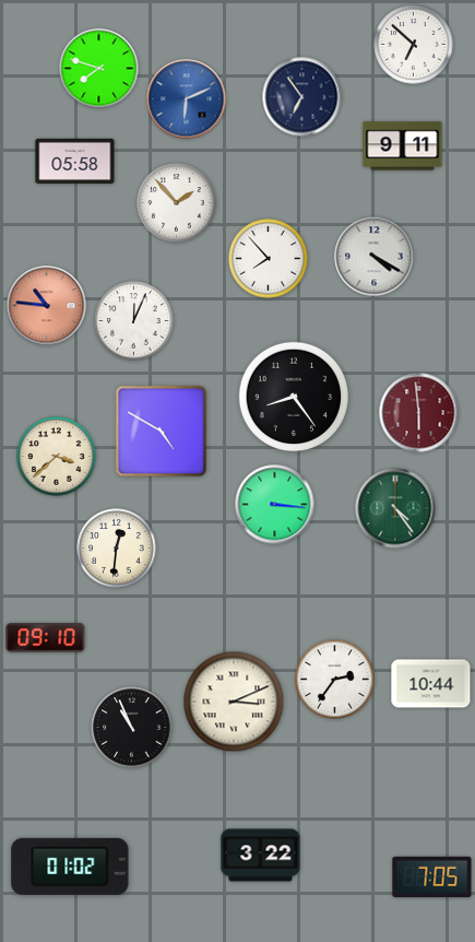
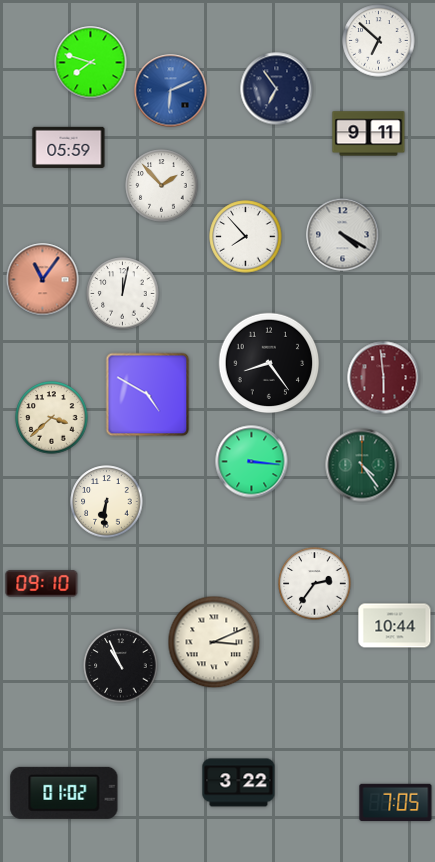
clock at (75, 161): 05:58 -> 05:59
clock at (47, 306): 10:46 -> 11:06
clock at (134, 321): 12:04 -> 12:02
clock at (117, 549): 12:31 -> 6:31
clock at (335, 680) position: (335, 680) -> (315, 584)
